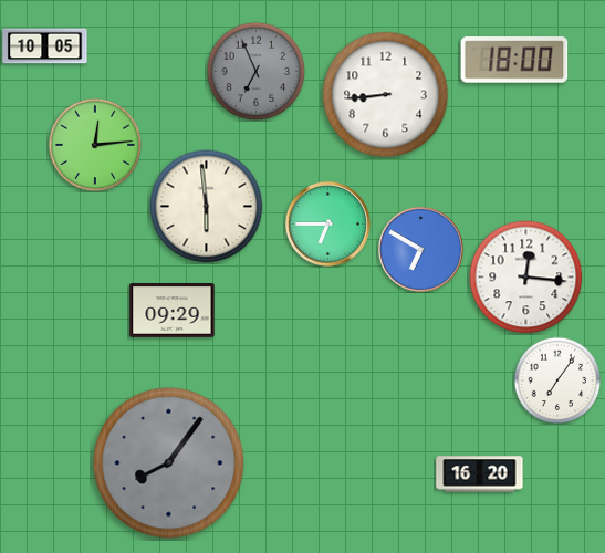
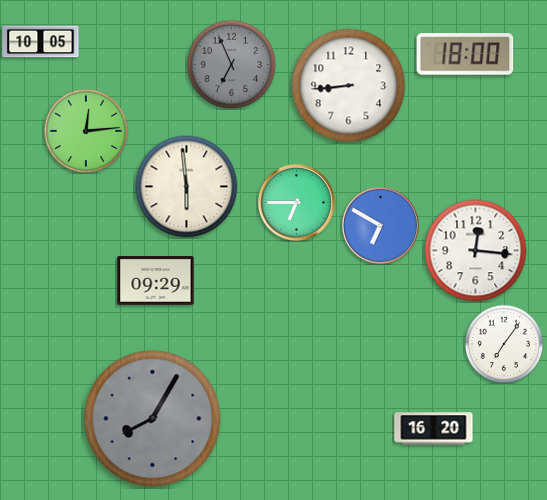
clock at (169, 463): 8:06 -> 8:05
